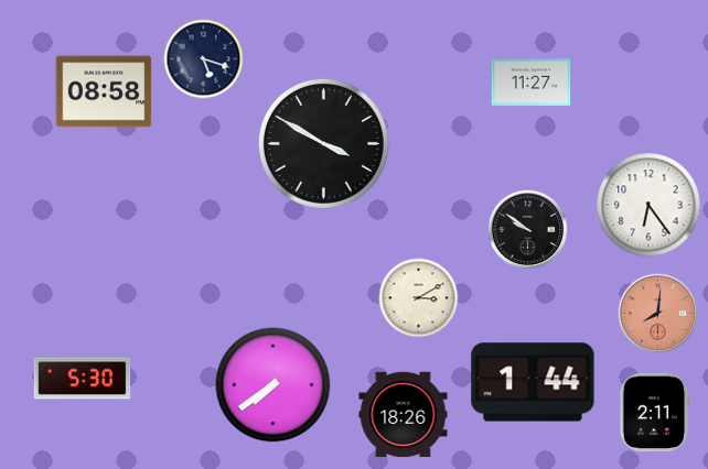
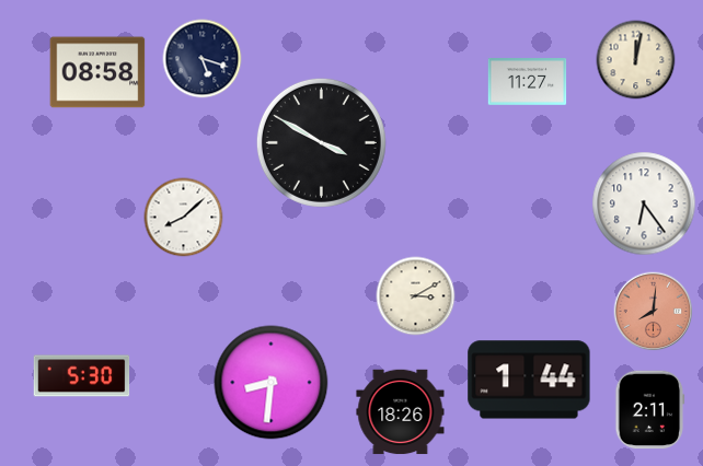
clock at (636, 60): none -> 12:02
clock at (104, 91) position: (104, 91) -> (97, 72)
clock at (184, 218): none -> 8:08
clock at (528, 230): 9:51 -> none
clock at (273, 385): 7:39 -> 8:31
